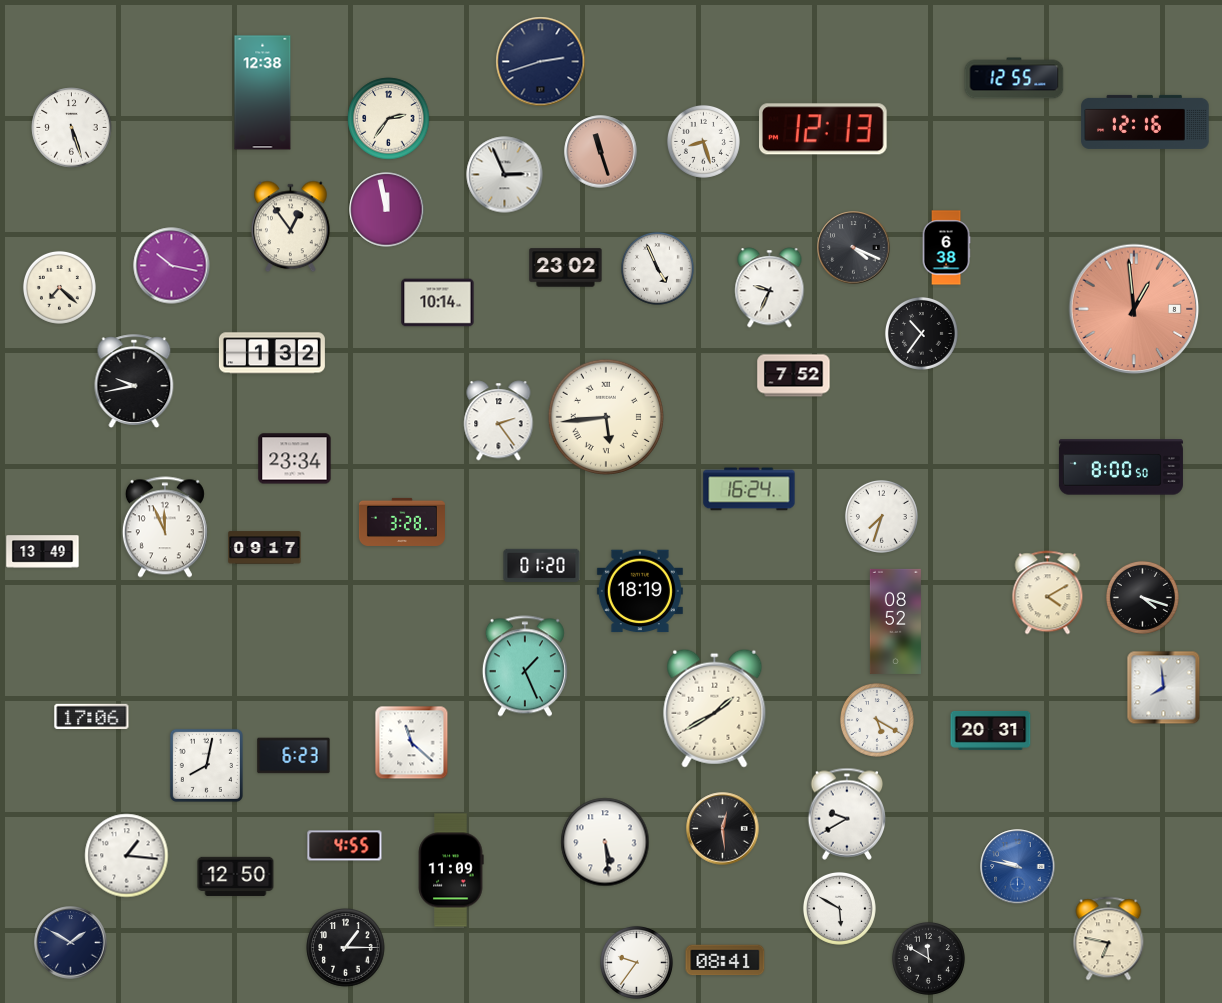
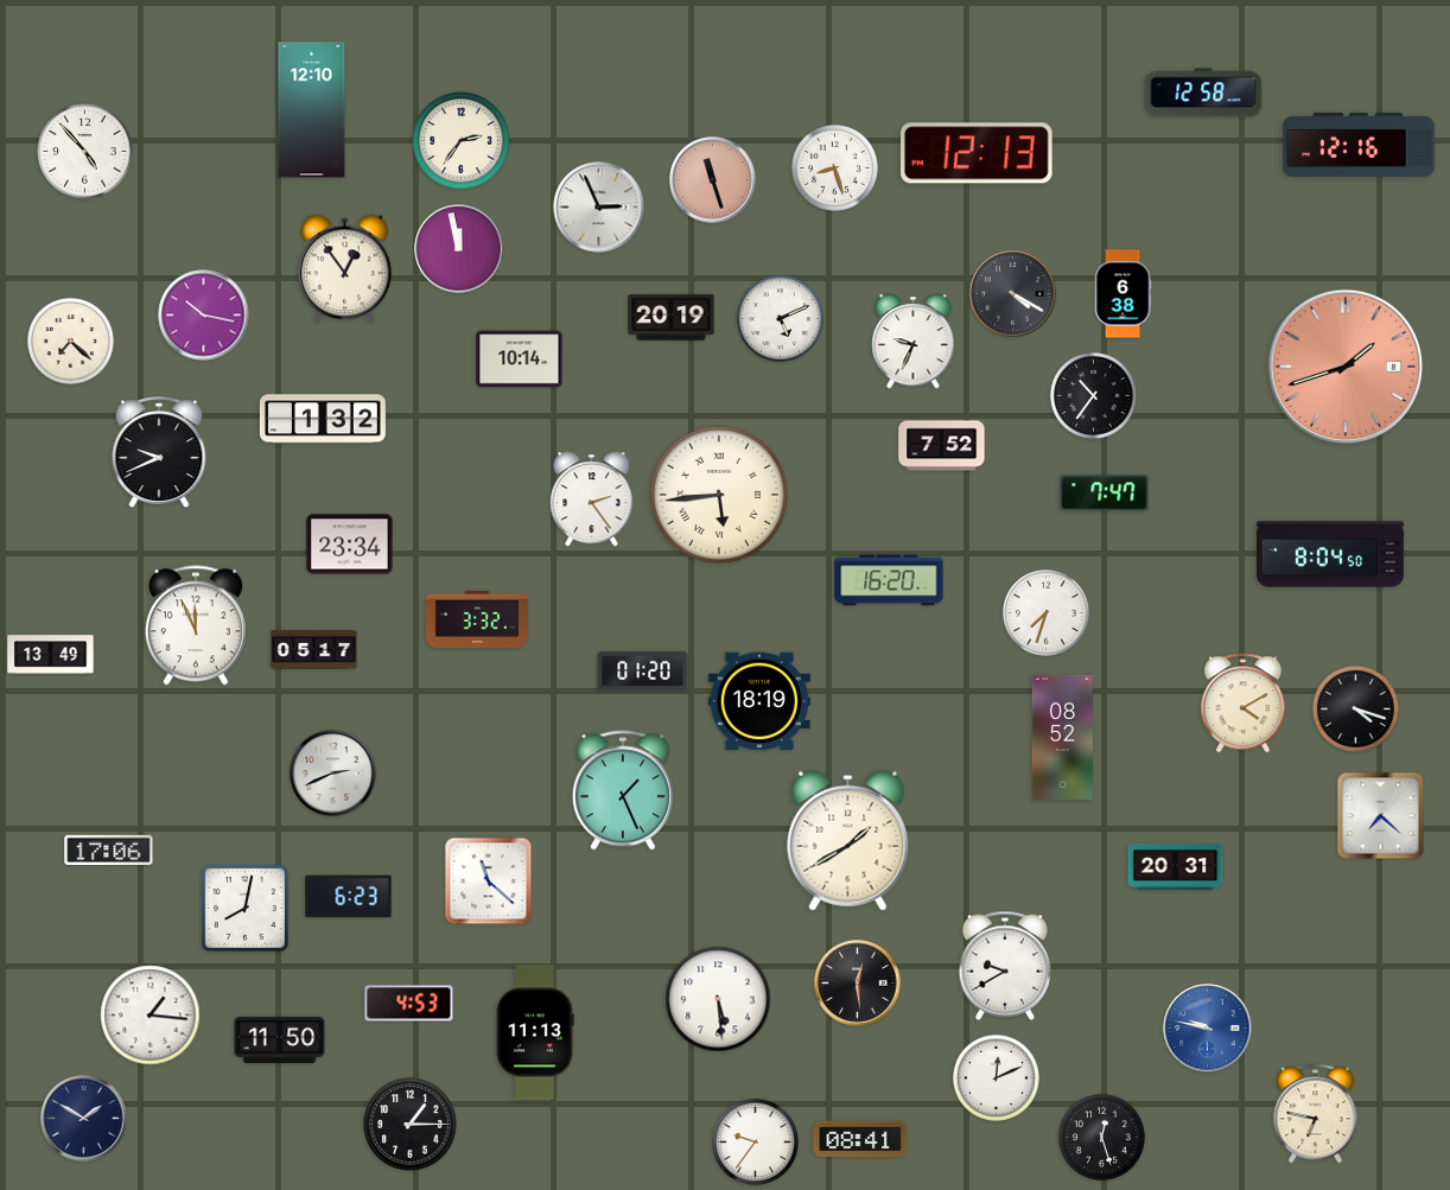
clock at (541, 62): 2:42 -> none
clock at (1014, 78): 12:55 -> 12:58
clock at (263, 93): 12:38 -> 12:10
clock at (72, 128): 5:27 -> 4:53
clock at (854, 248): 4:19 -> 4:20
clock at (566, 268): 23:02 -> 20:19
clock at (657, 268): 4:56 -> 5:11
clock at (1134, 309): 12:59 -> 1:42
clock at (134, 381): 9:43 -> 9:41
clock at (1105, 494): none -> 7:47
clock at (1121, 467): 8:00 -> 8:04
clock at (749, 489): 16:24 -> 16:20
clock at (402, 522): 3:28 -> 3:32
clock at (265, 548): 09:17 -> 05:17
clock at (333, 774): none -> 2:41
clock at (1164, 688): 7:59 -> 7:22
clock at (877, 720): 5:20 -> none
clock at (345, 846): 4:55 -> 4:53
clock at (451, 870): 11:09 -> 11:13
clock at (236, 876): 12:50 -> 11:50
clock at (839, 908): 5:50 -> 12:11
clock at (928, 958): 11:50 -> 12:27
